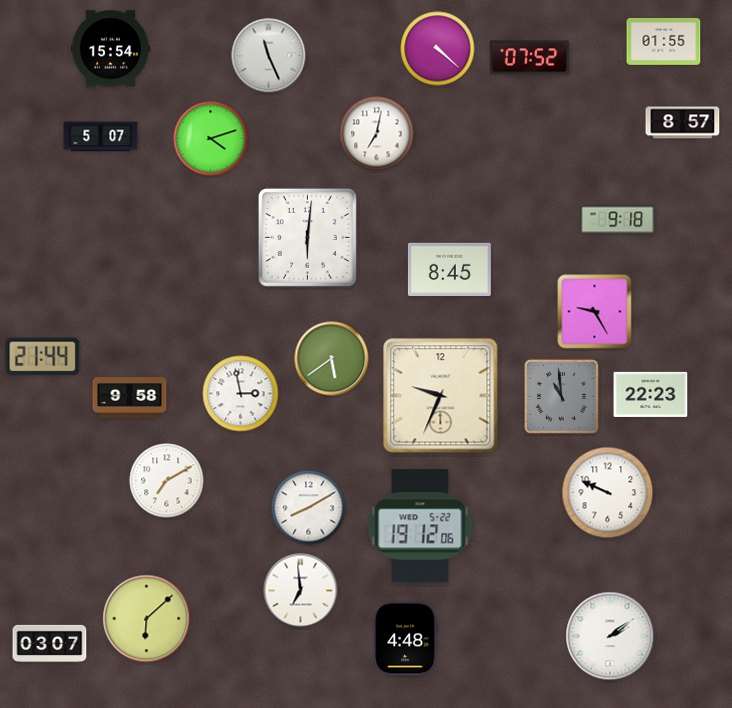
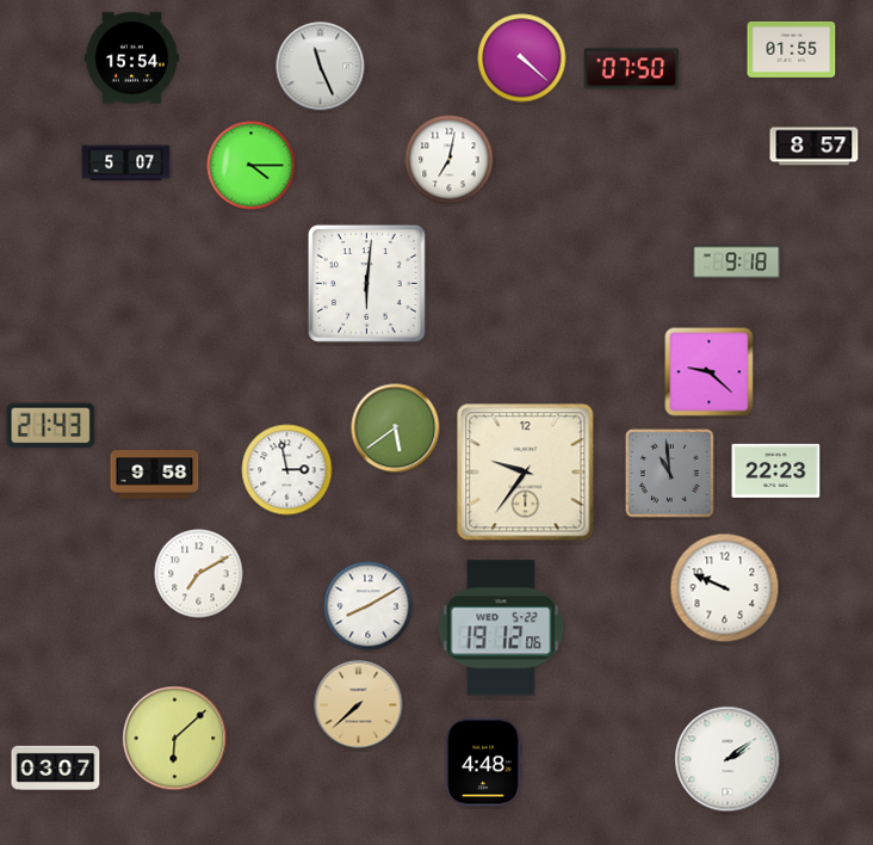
clock at (530, 58): 07:52 -> 07:50
clock at (101, 137) position: (101, 137) -> (126, 164)
clock at (211, 139): 4:12 -> 4:15
clock at (449, 269): 8:45 -> none
clock at (595, 312): 9:25 -> 9:22
clock at (43, 357): 21:44 -> 21:43
clock at (441, 396): 9:34 -> 9:36
clock at (301, 591): 6:59 -> 7:38
clock at (301, 591) dial: white -> champagne
clock at (50, 643) position: (50, 643) -> (56, 767)
